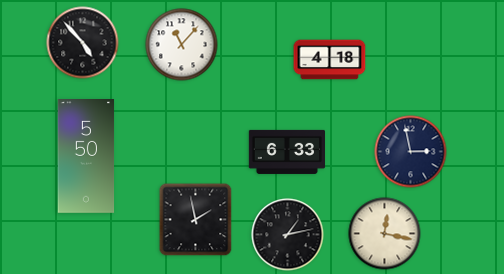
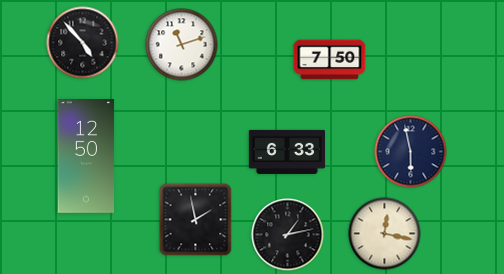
clock at (182, 45): 11:07 -> 11:12
clock at (330, 60): 4:18 -> 7:50
clock at (411, 152): 2:58 -> 5:58
clock at (86, 157): 5:50 -> 12:50
